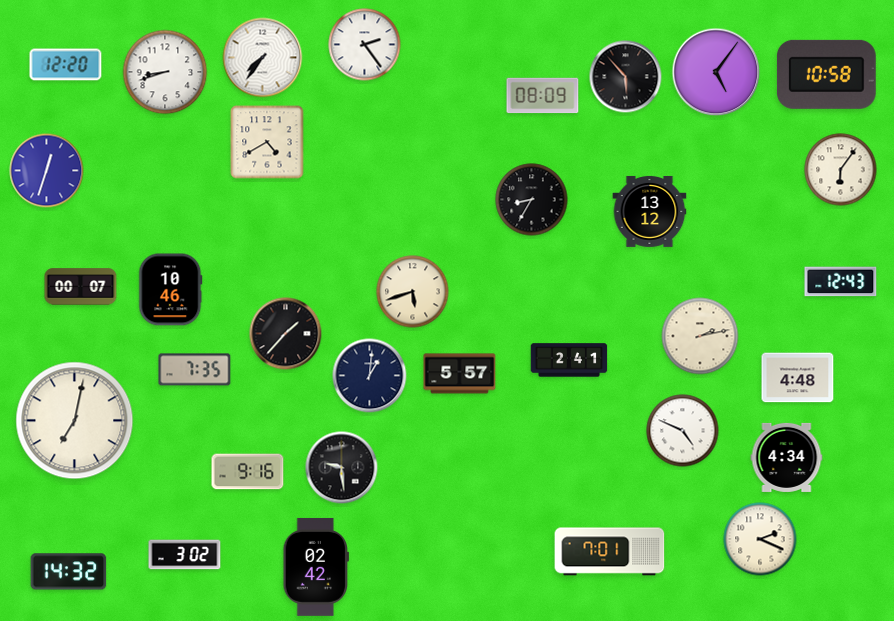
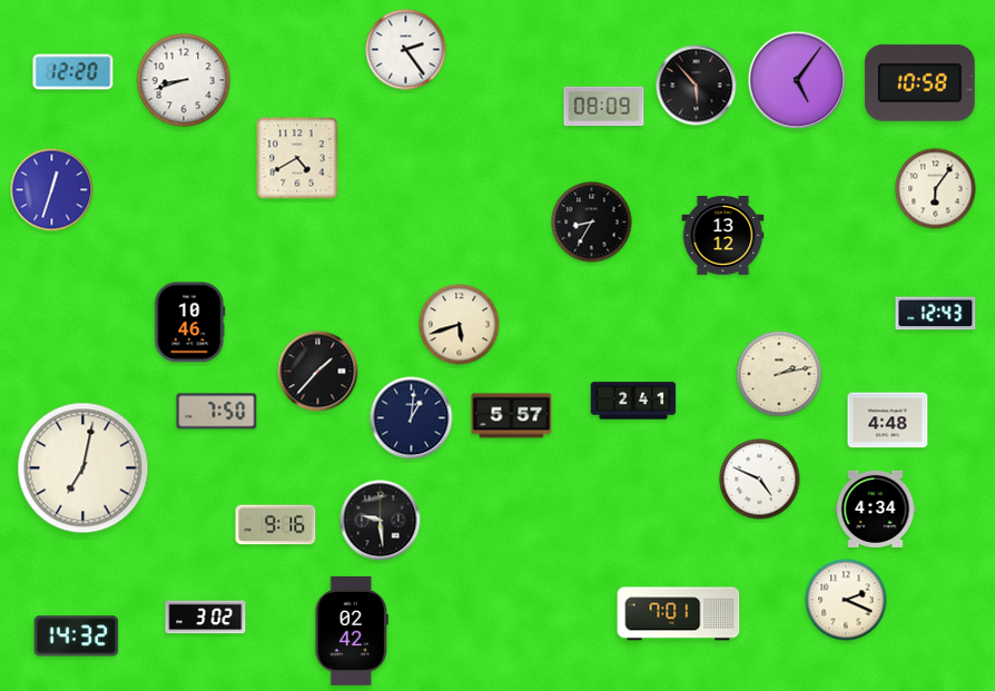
clock at (263, 58): 7:36 -> none
clock at (81, 287): 00:07 -> none
clock at (195, 370): 7:35 -> 7:50
